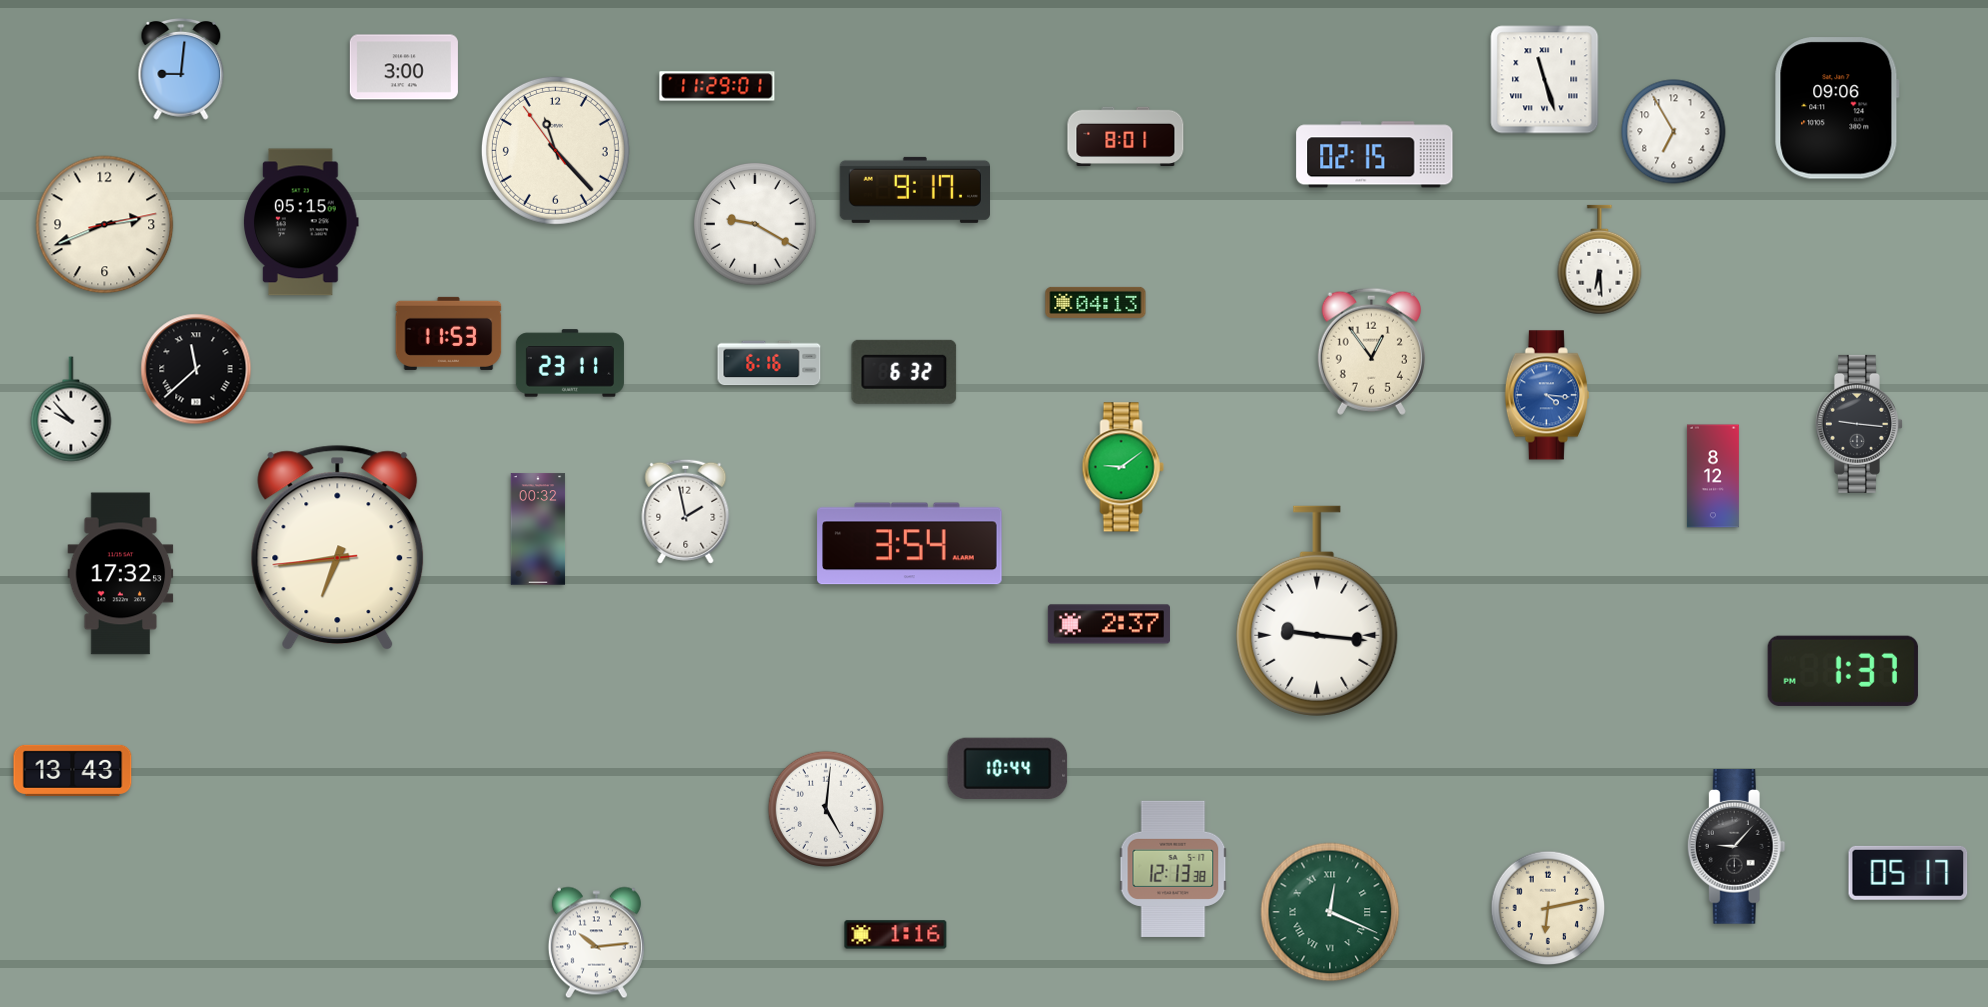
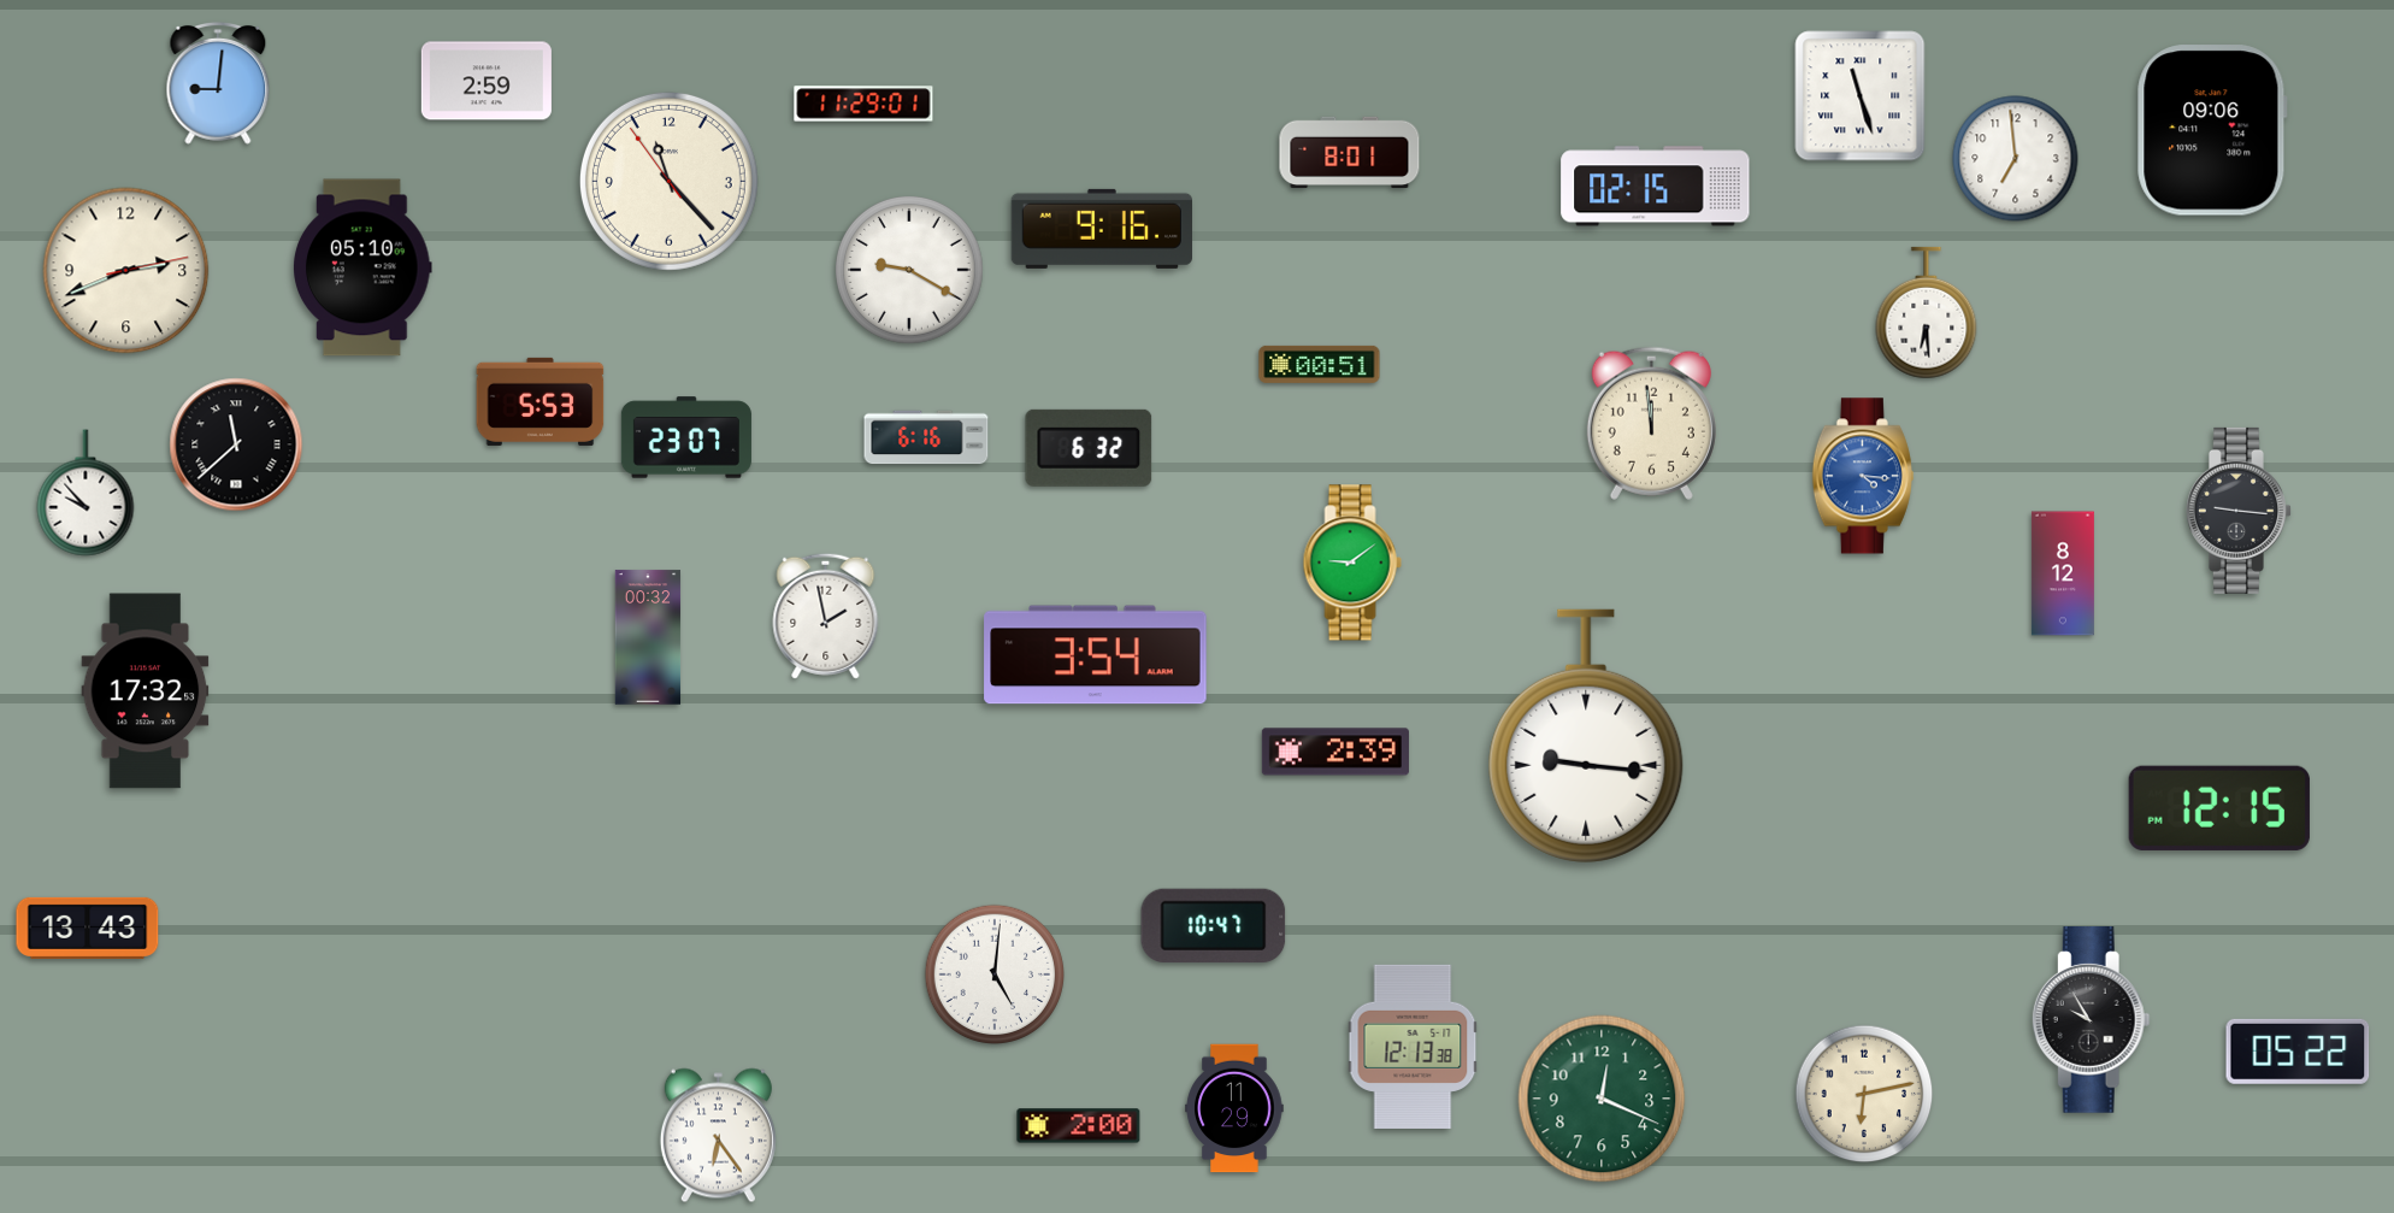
clock at (404, 67): 3:00 -> 2:59
clock at (1674, 132): 6:55 -> 6:59
clock at (1126, 137) position: (1126, 137) -> (1350, 153)
clock at (914, 190): 9:17 -> 9:16
clock at (302, 222): 05:15 -> 05:10
clock at (1096, 302): 04:13 -> 00:51
clock at (449, 333): 11:53 -> 5:53
clock at (1371, 351): 12:54 -> 11:59
clock at (570, 363): 23:11 -> 23:07
clock at (338, 548): 6:43 -> none
clock at (1109, 624): 2:37 -> 2:39
clock at (1843, 671): 1:37 -> 12:15
clock at (1008, 768): 10:44 -> 10:47
clock at (1736, 847): 9:07 -> 9:55
clock at (1908, 873): 05:17 -> 05:22
clock at (1330, 912) numerals: Roman -> Arabic
clock at (1234, 1108): none -> 11:29
clock at (896, 935): 1:16 -> 2:00
clock at (596, 943): 10:14 -> 6:24
